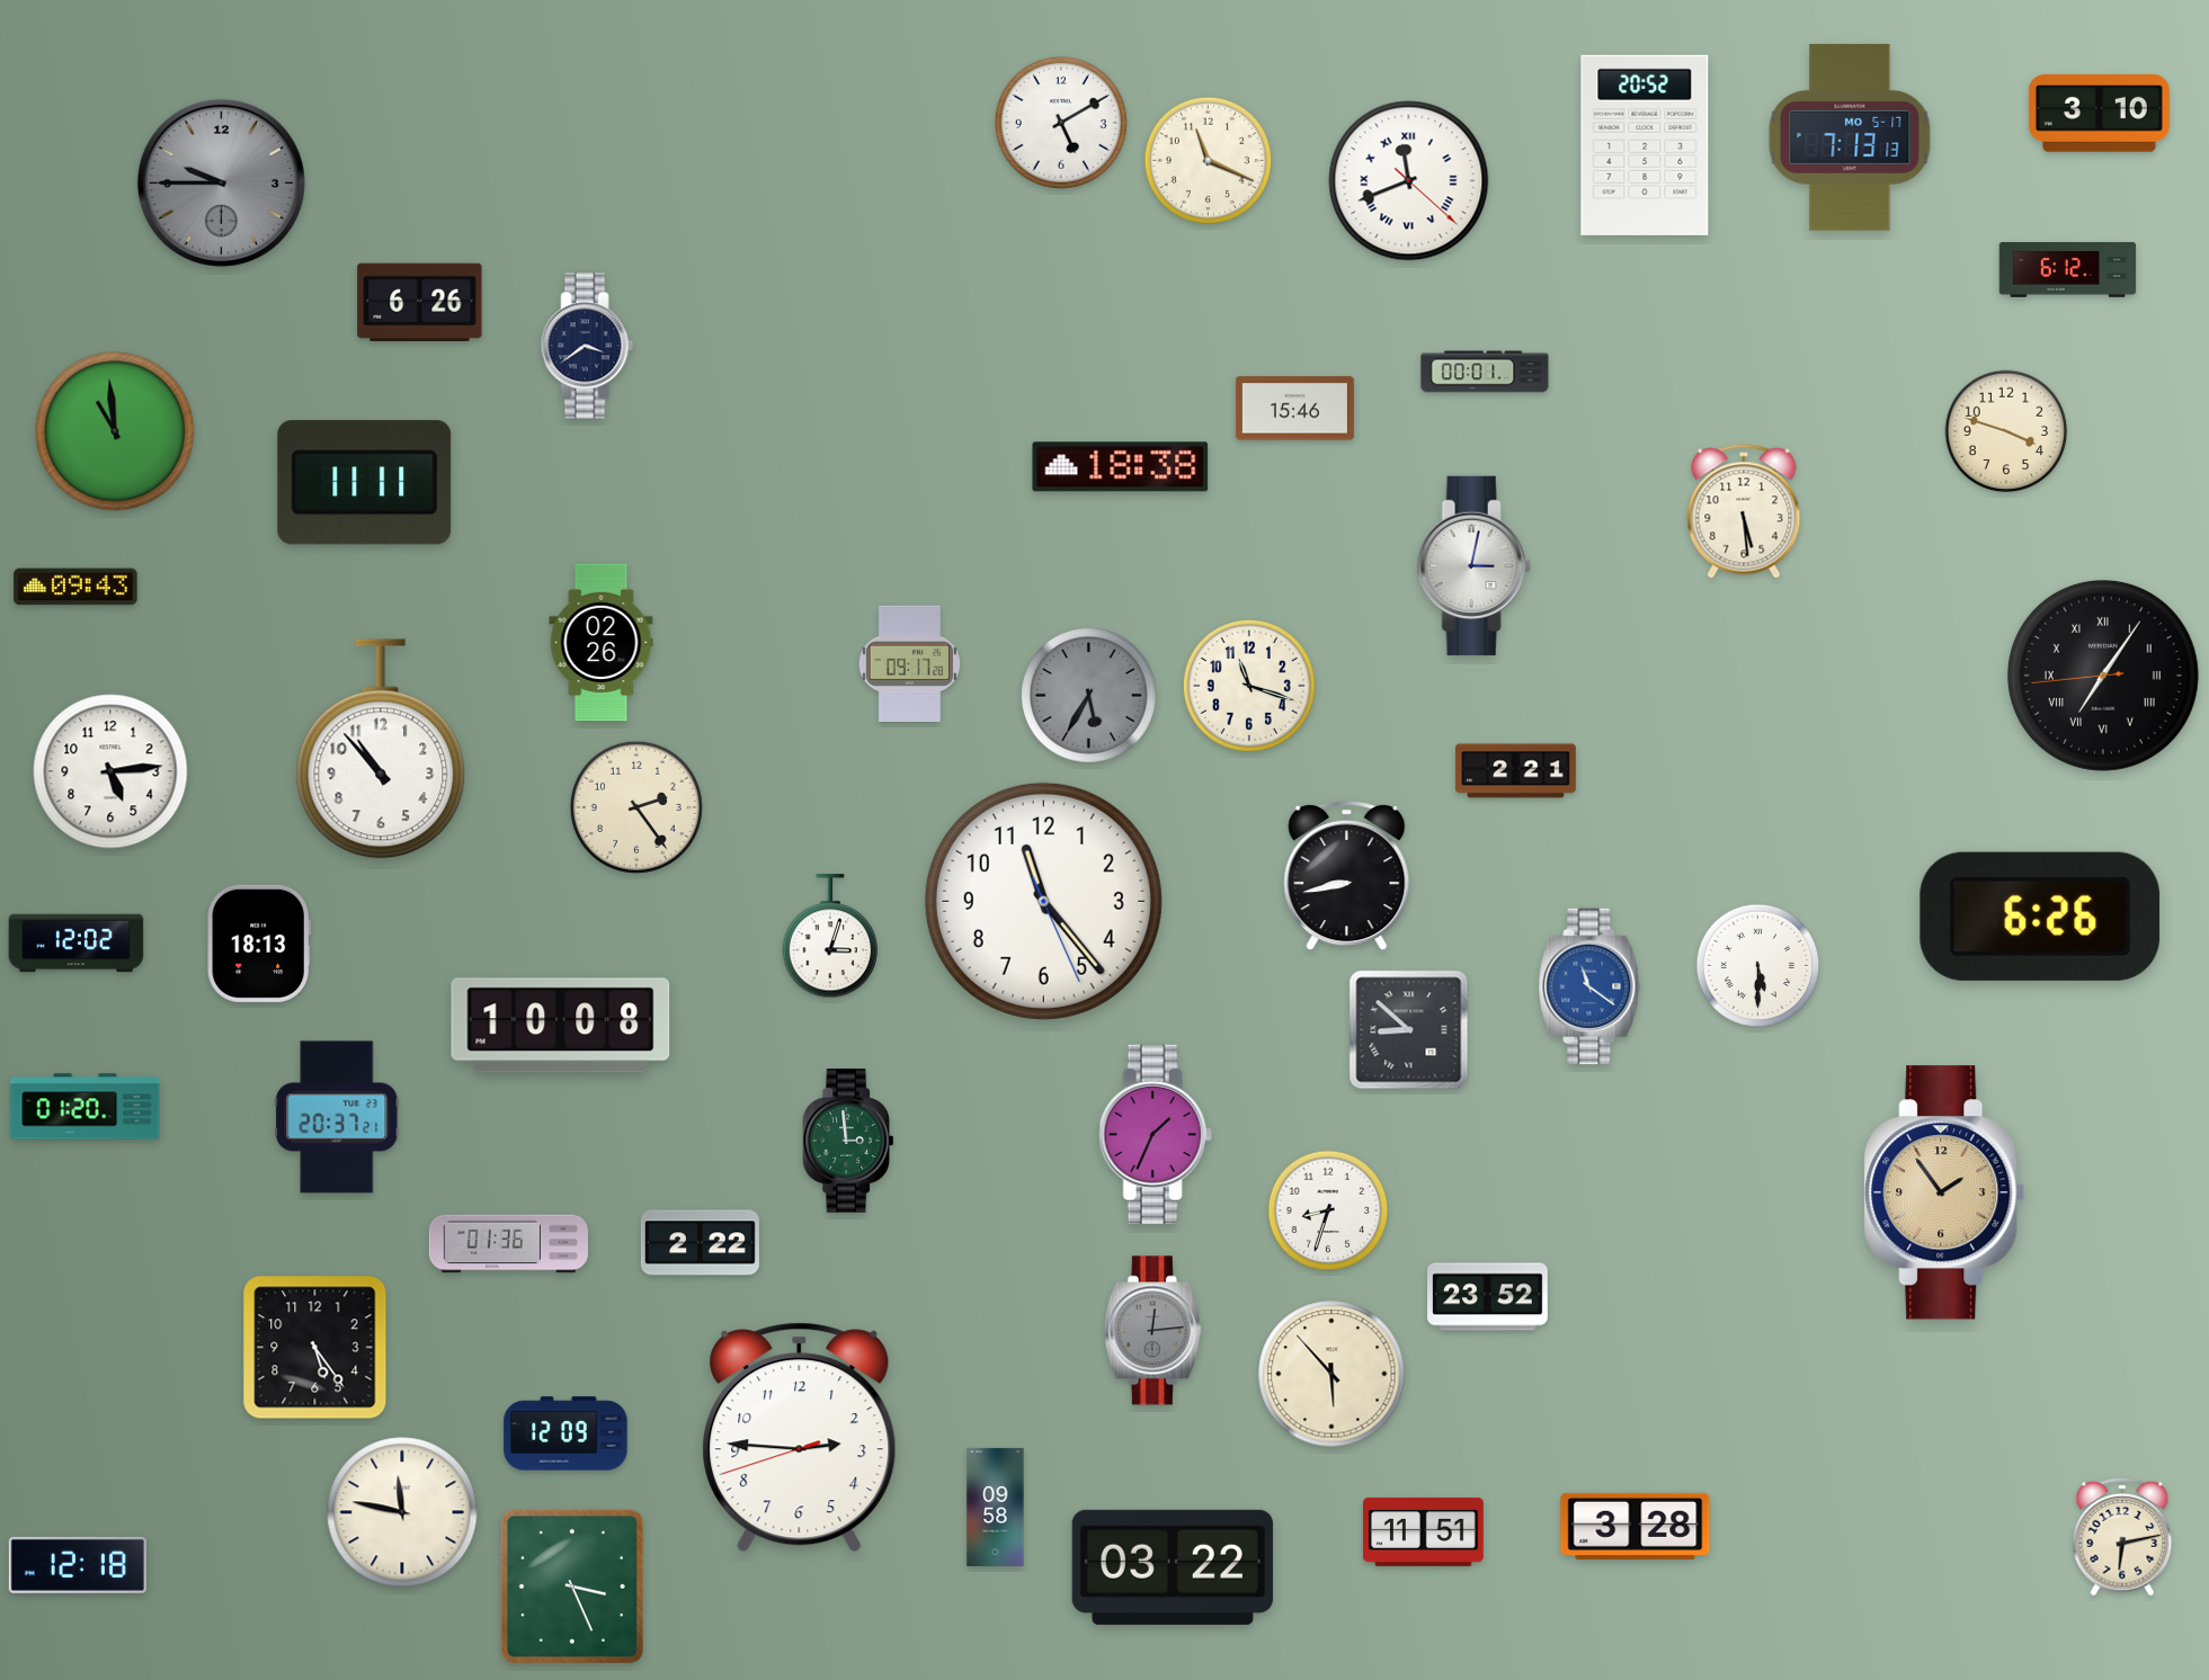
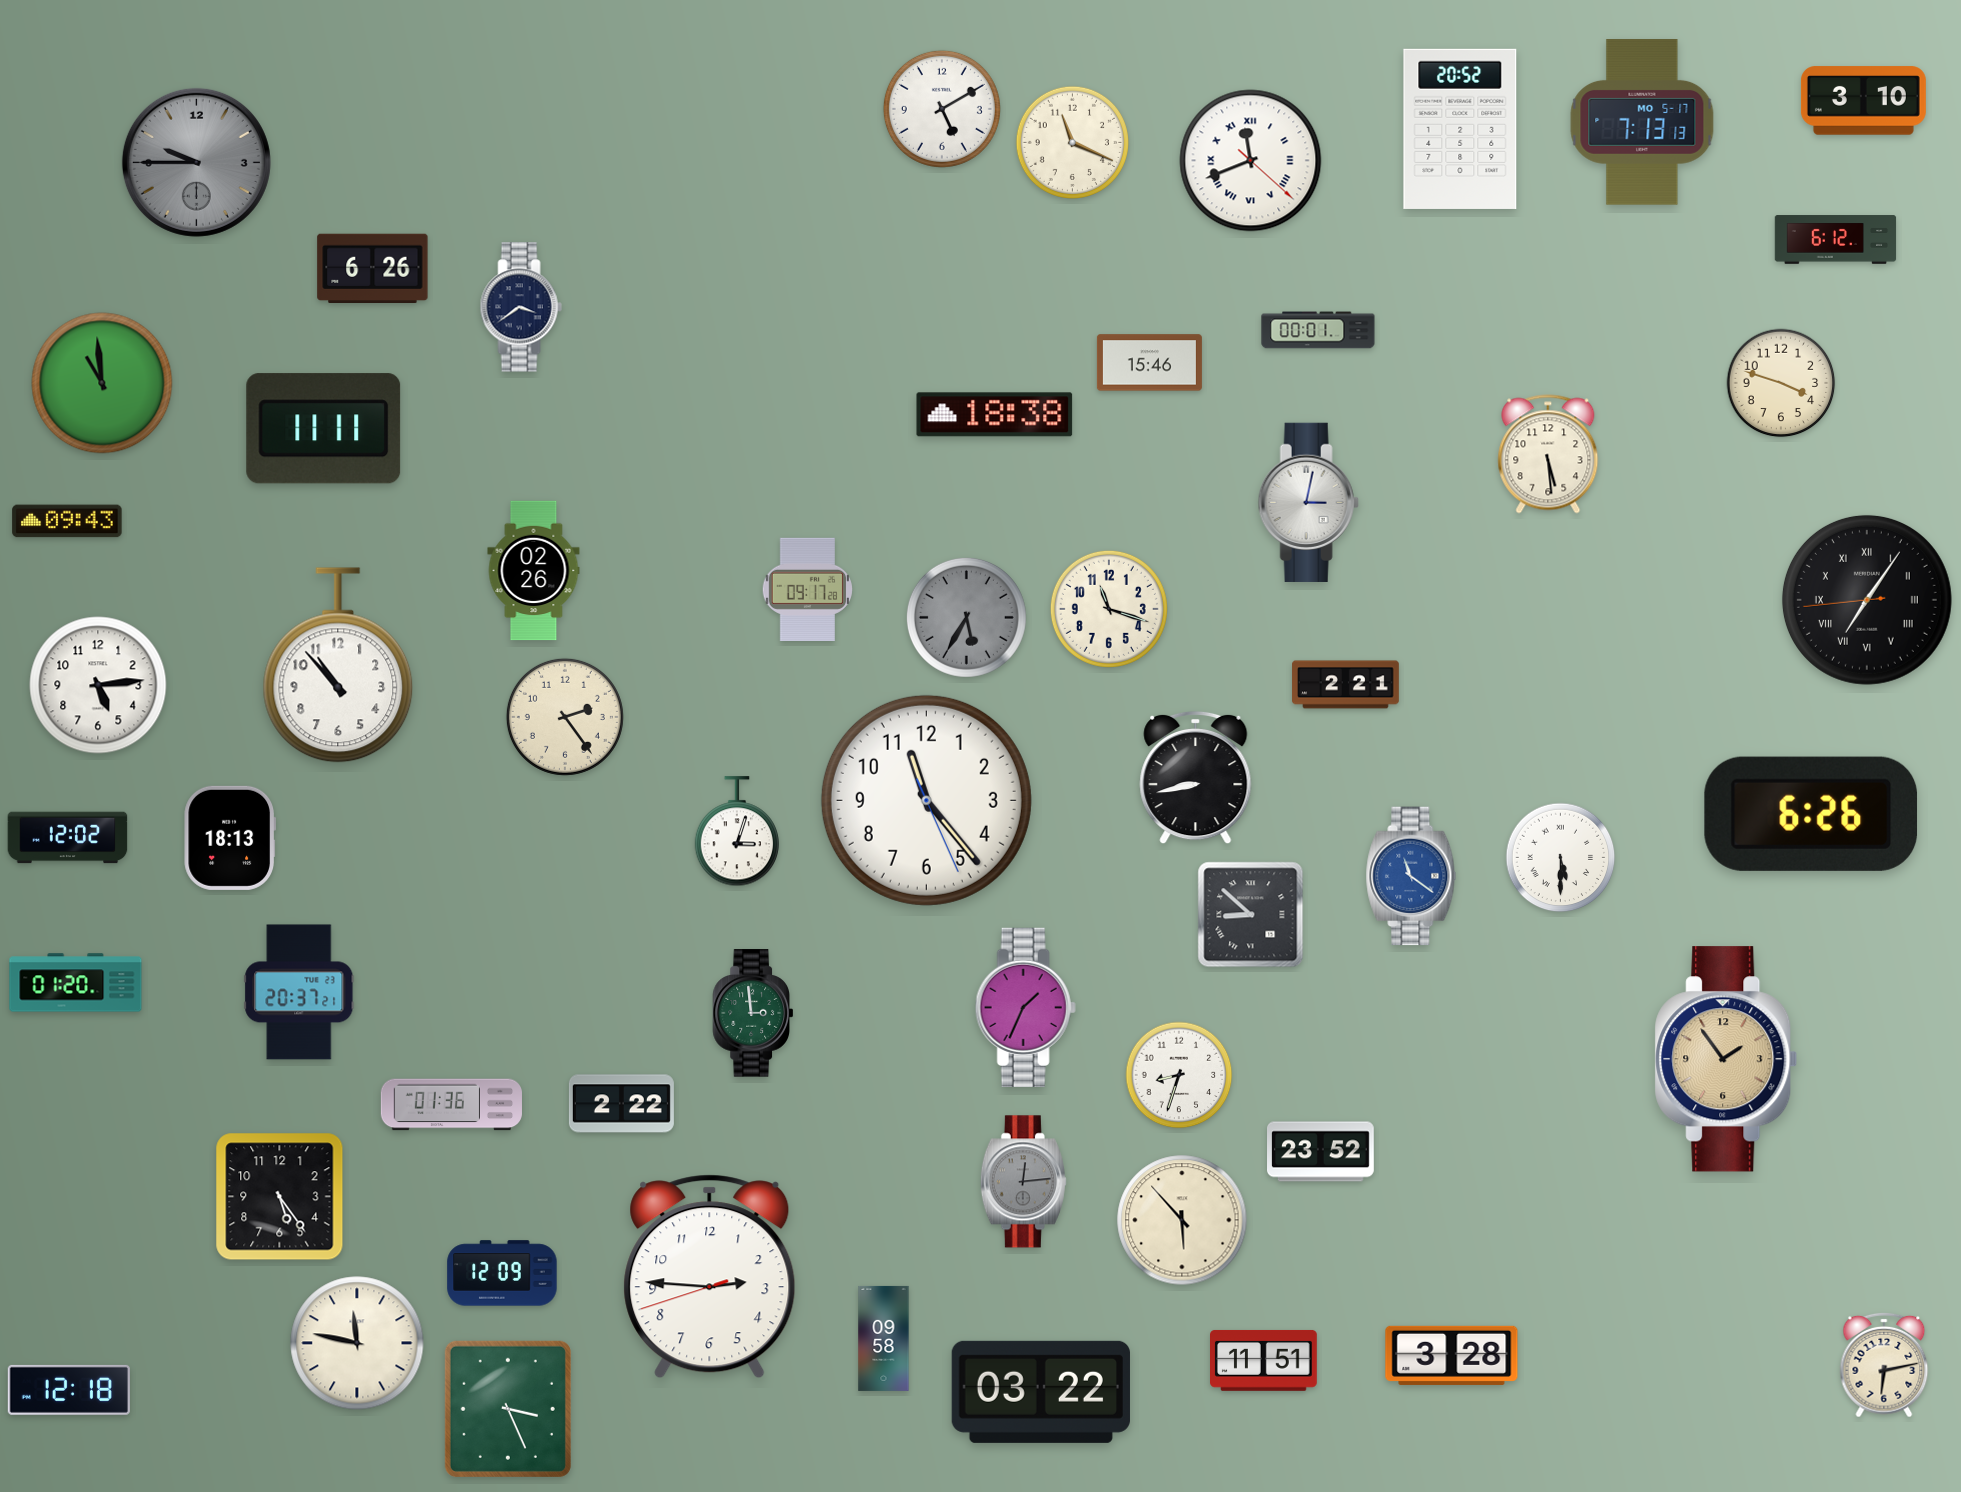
clock at (561, 1026): 10:08 -> none
